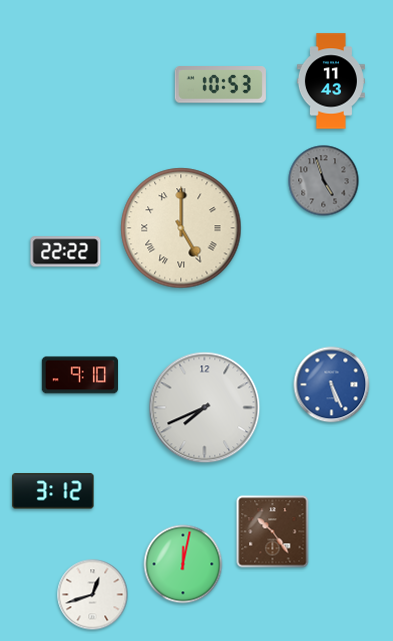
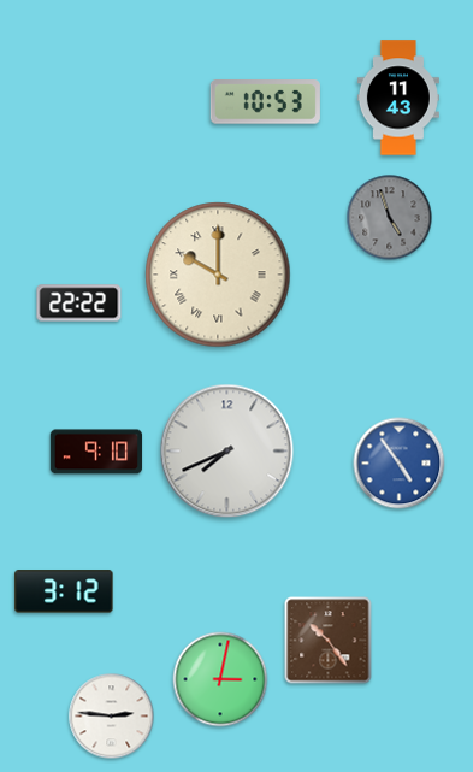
clock at (181, 228): 5:00 -> 10:00
clock at (332, 385): 5:26 -> 4:54
clock at (205, 408) position: (205, 408) -> (227, 452)
clock at (183, 564): 12:02 -> 3:02
clock at (93, 595): 12:42 -> 2:46
